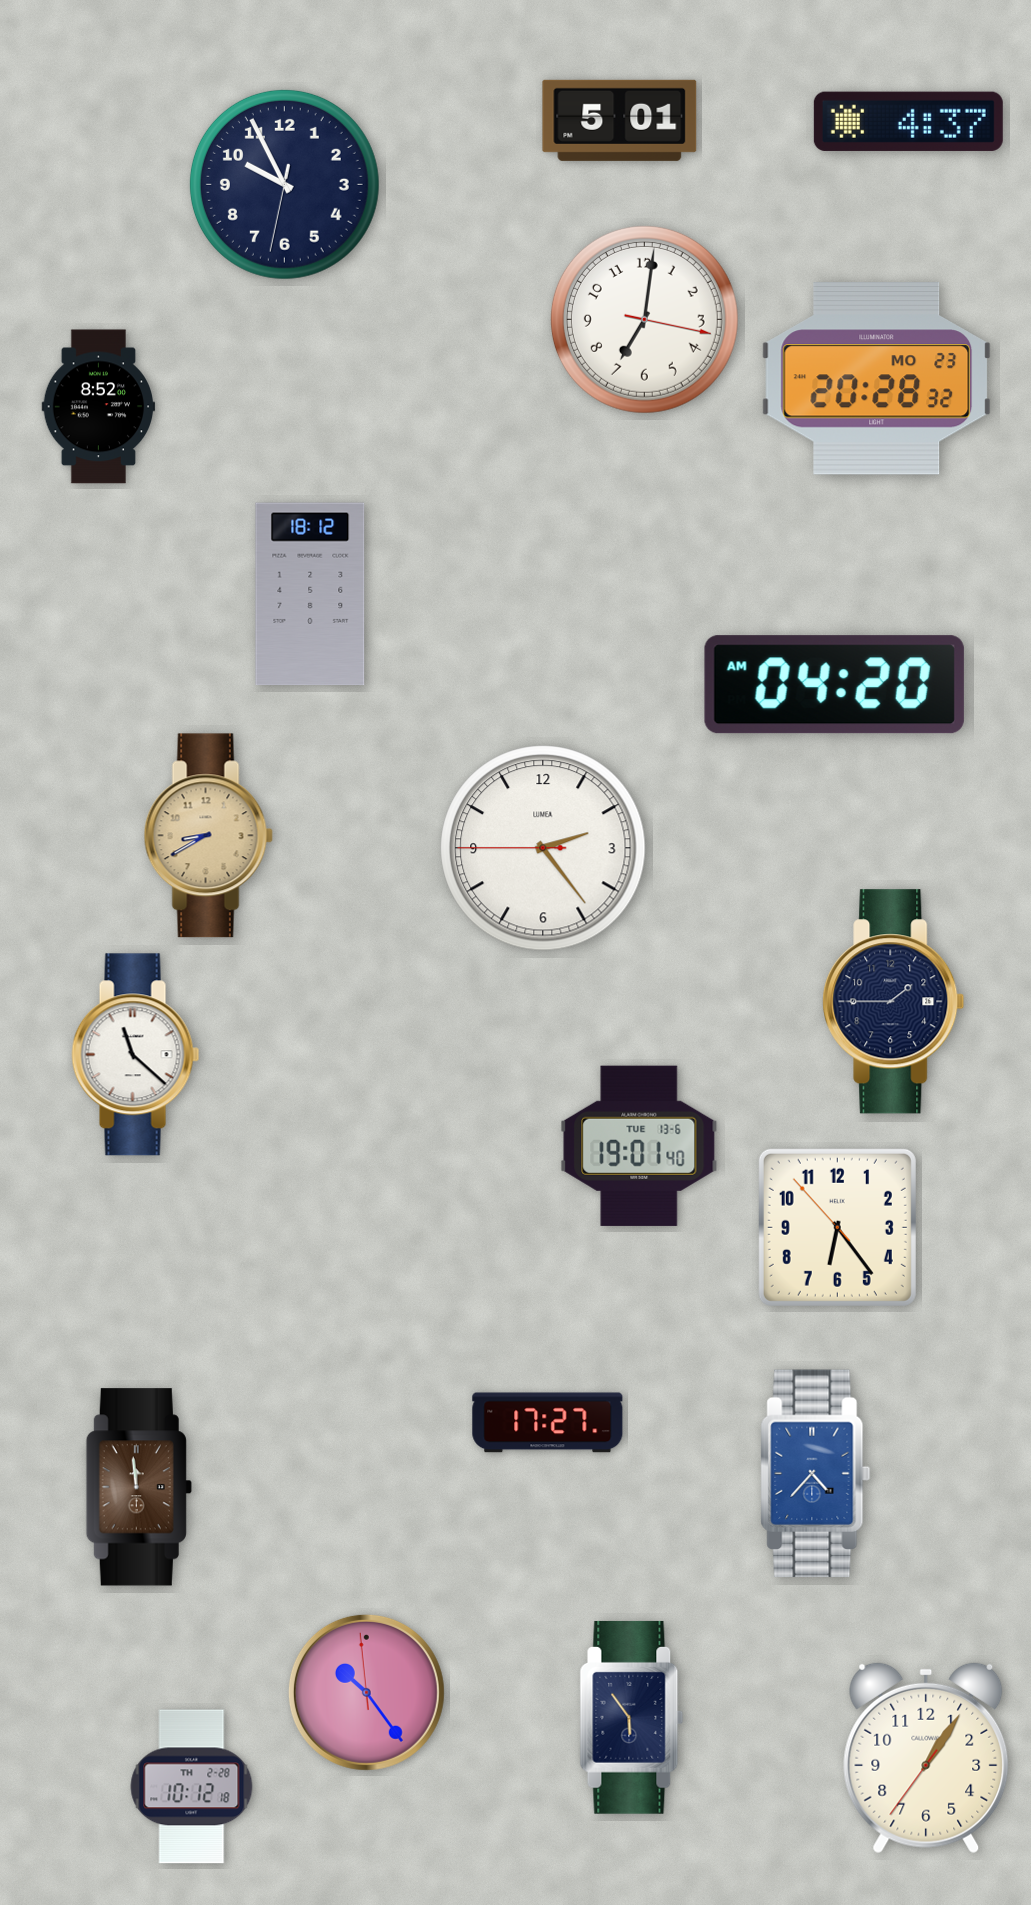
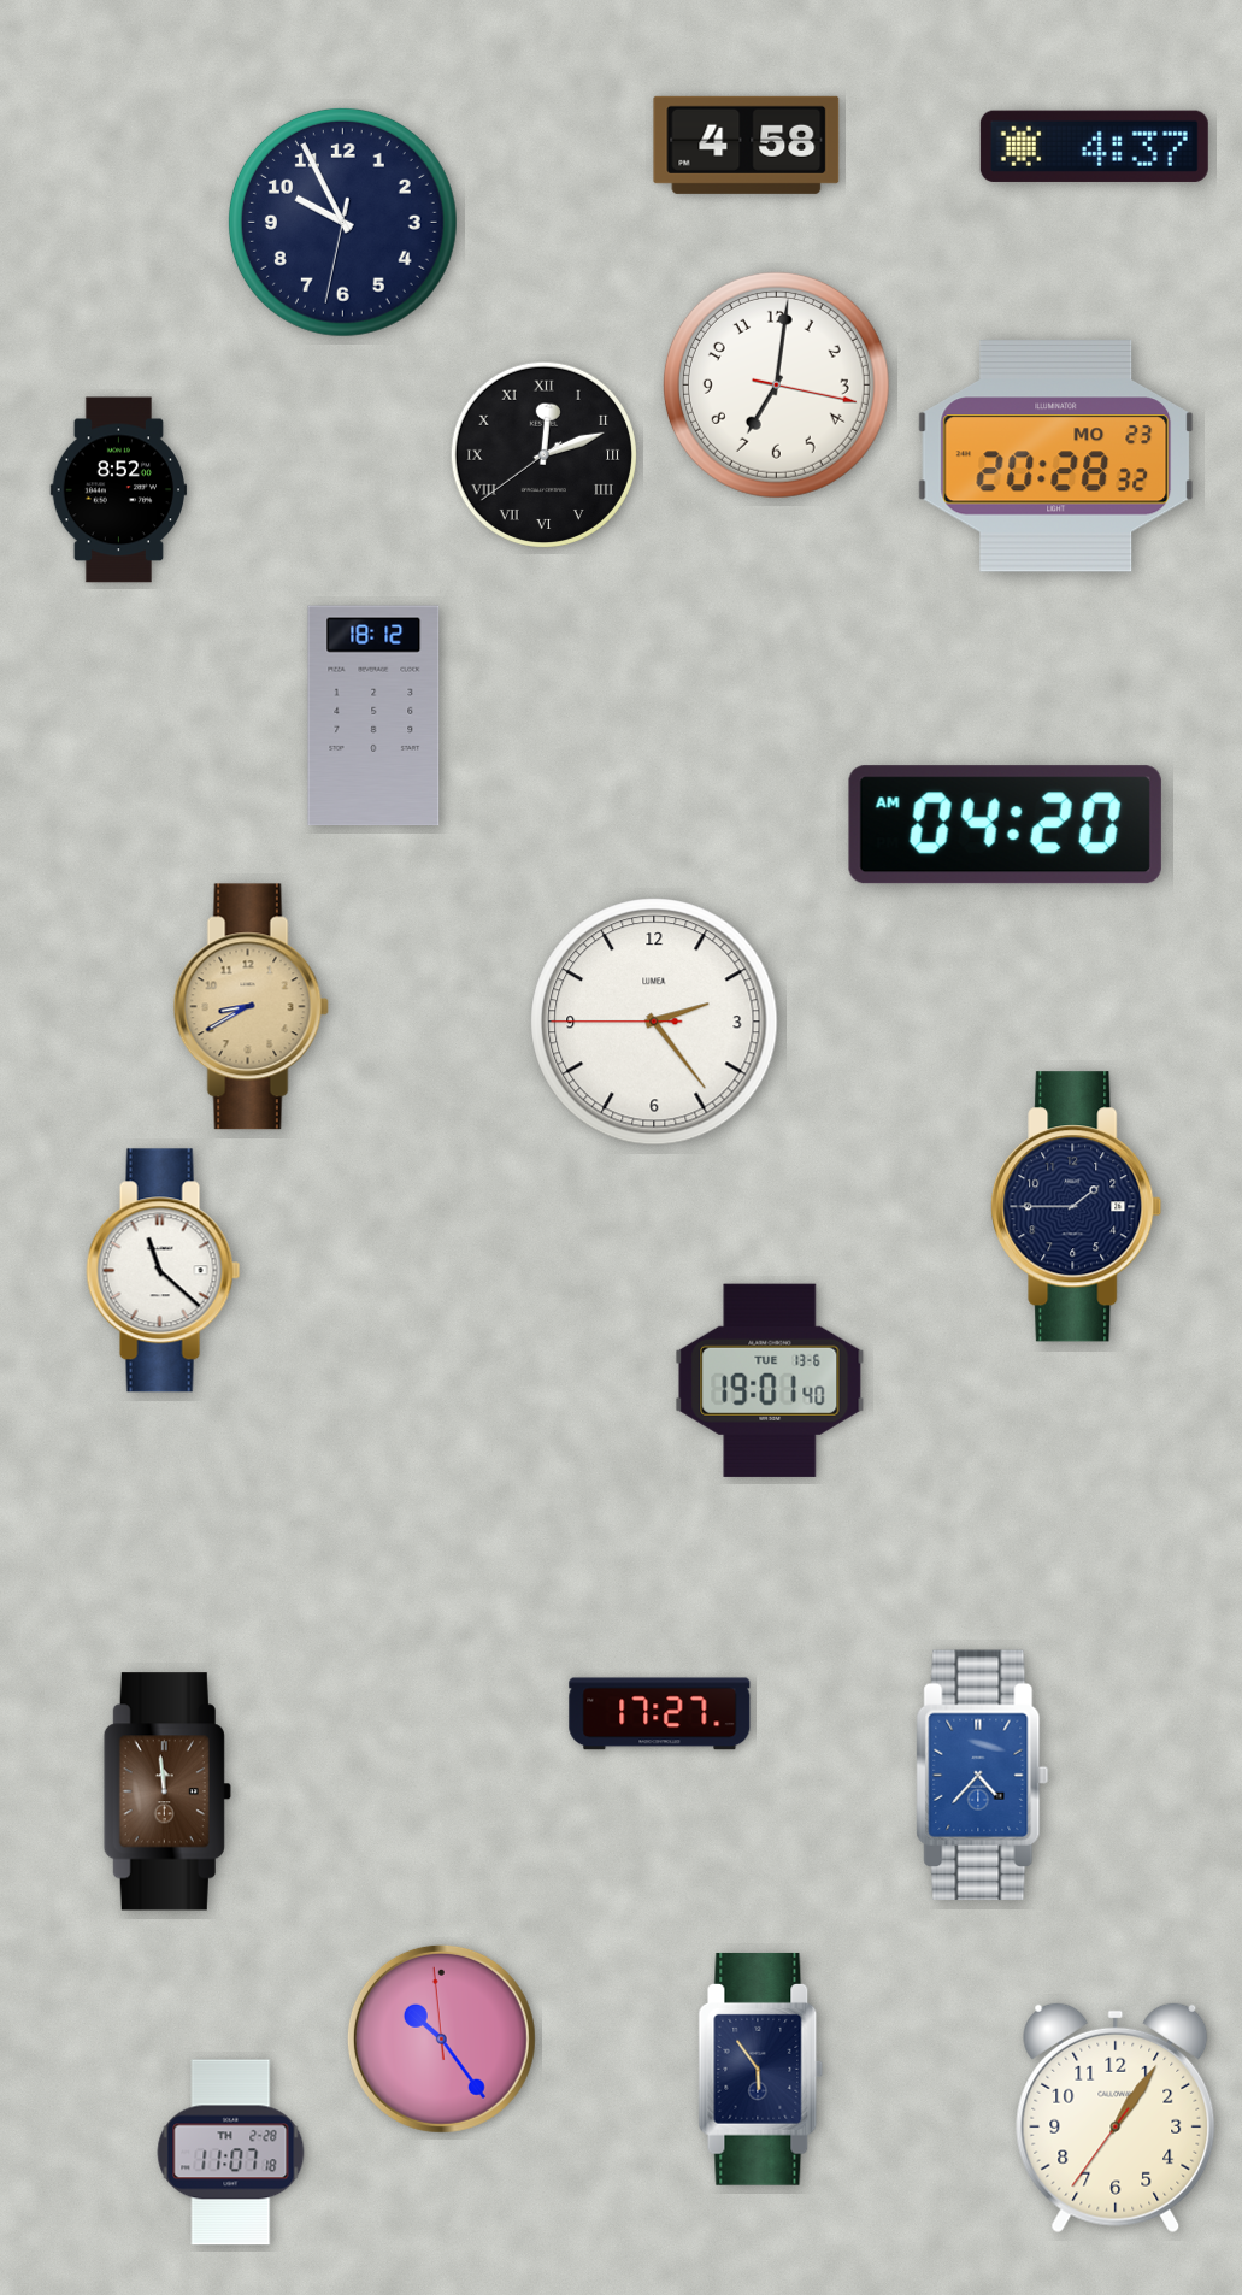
clock at (620, 120): 5:01 -> 4:58
clock at (543, 454): none -> 12:11
clock at (837, 1227): 6:23 -> none
clock at (192, 1787): 10:12 -> 11:07
